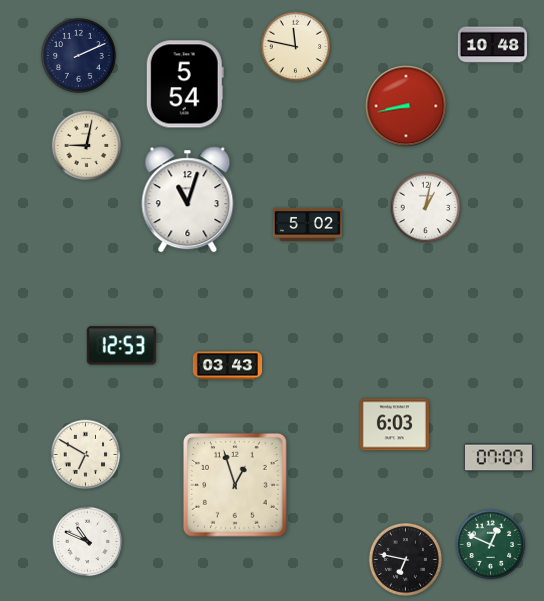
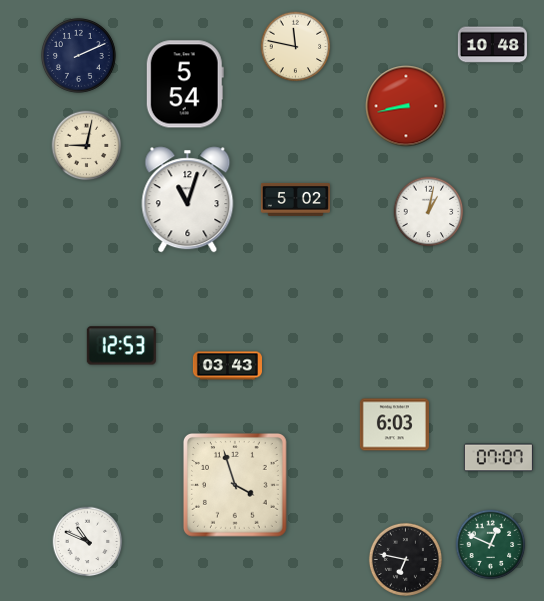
clock at (426, 208) position: (426, 208) -> (429, 212)
clock at (307, 224) position: (307, 224) -> (295, 199)
clock at (86, 455): 6:50 -> none
clock at (236, 486): 12:57 -> 3:57
